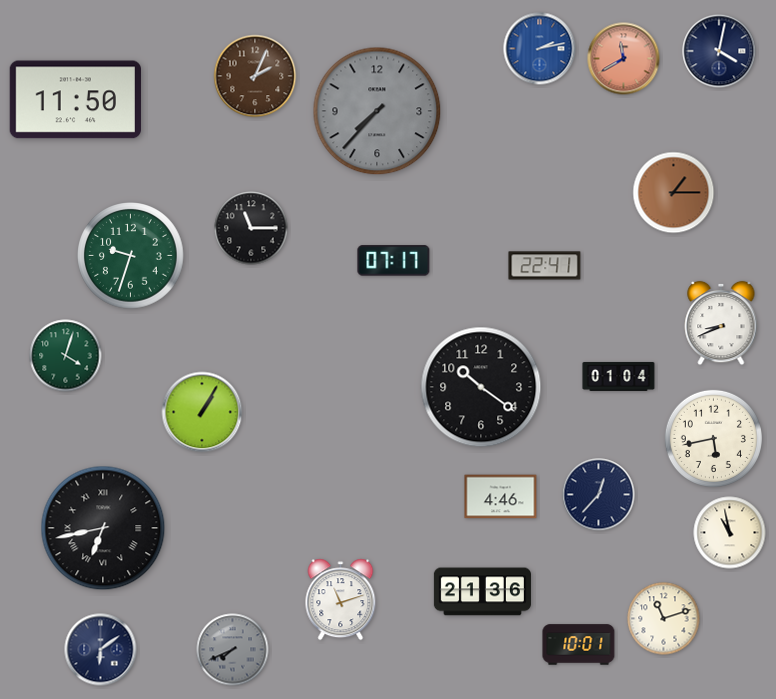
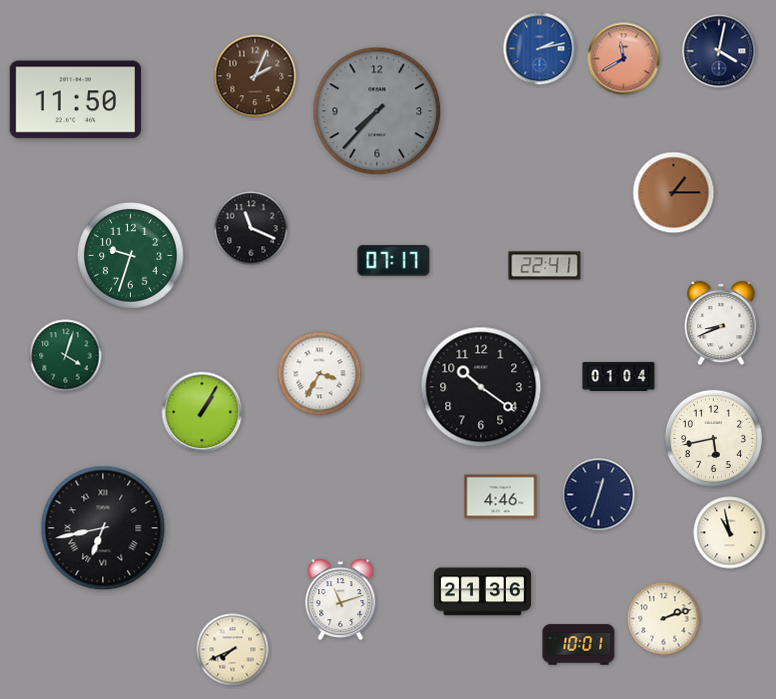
clock at (251, 228): 11:15 -> 11:19
clock at (320, 374): none -> 3:35
clock at (599, 495): 12:37 -> 12:33
clock at (664, 619): 11:12 -> 2:12
clock at (101, 650): 6:09 -> none
clock at (233, 650) dial: grey -> cream
